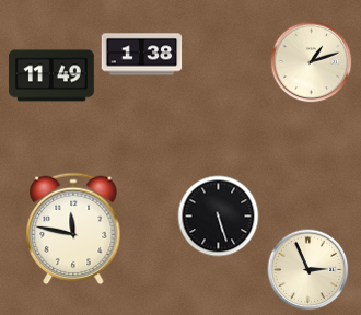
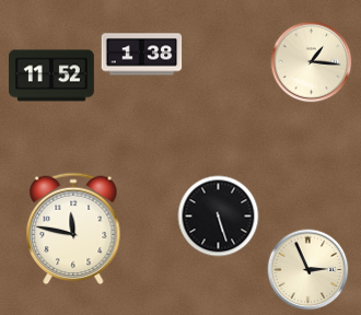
clock at (312, 62): 1:12 -> 1:16
clock at (53, 75): 11:49 -> 11:52
